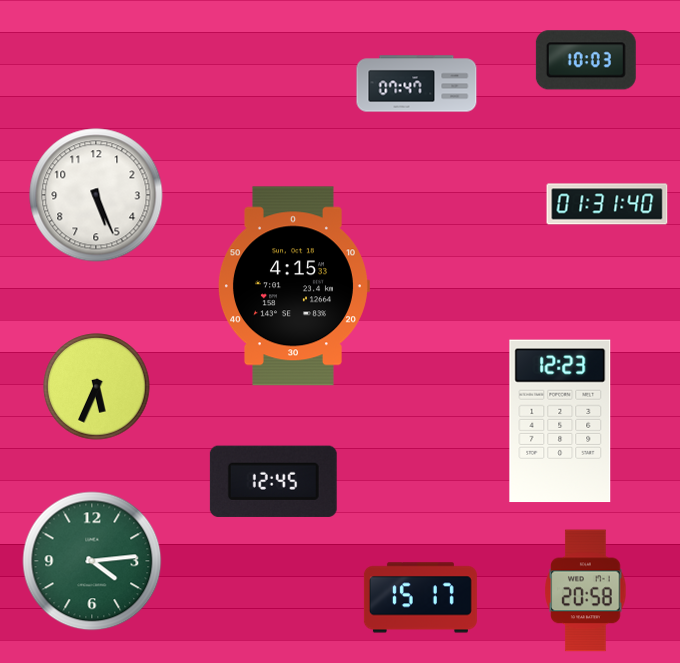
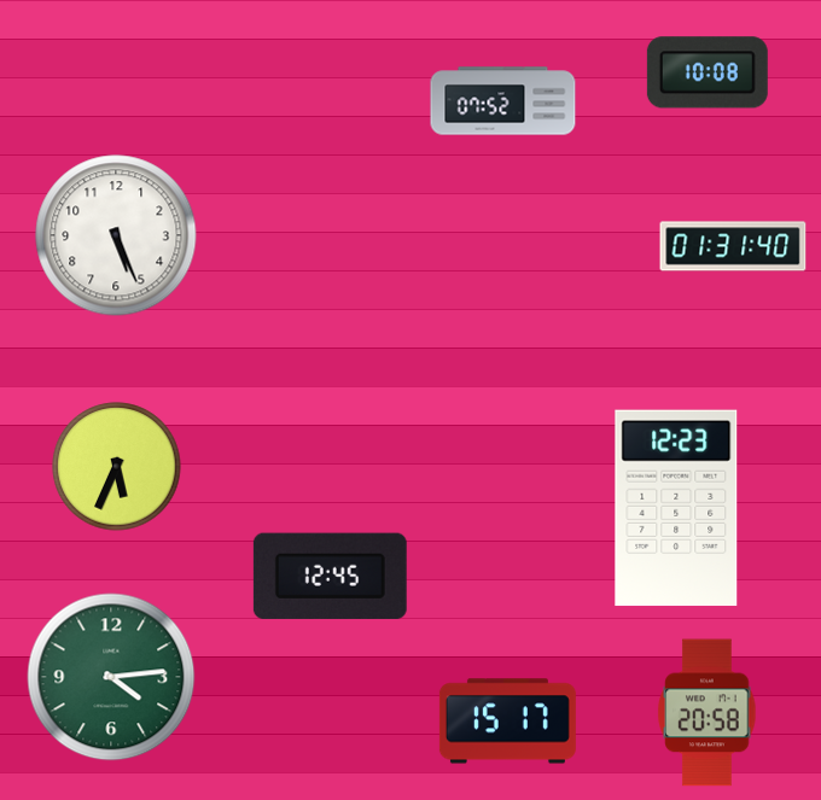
clock at (586, 60): 10:03 -> 10:08
clock at (417, 84): 07:47 -> 07:52
clock at (293, 286): 4:15 -> none
clock at (273, 481) position: (273, 481) -> (330, 576)
